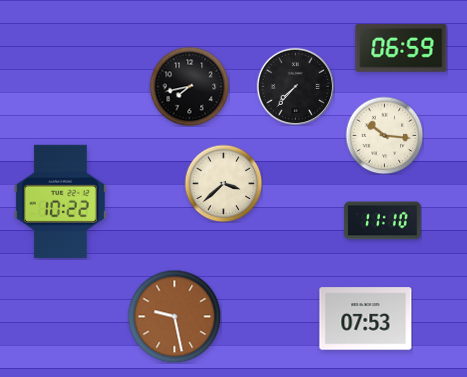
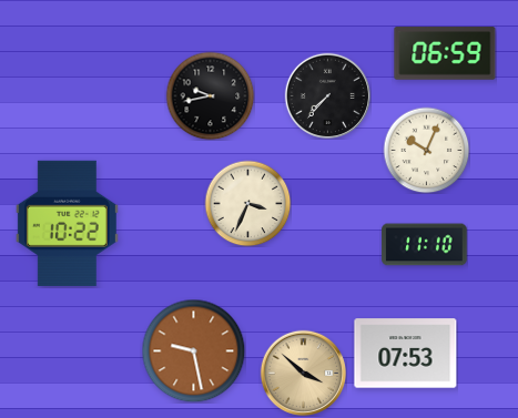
clock at (189, 86): 7:43 -> 9:43
clock at (384, 135): 10:16 -> 10:04
clock at (223, 183): 3:38 -> 3:34
clock at (303, 373): none -> 3:52
